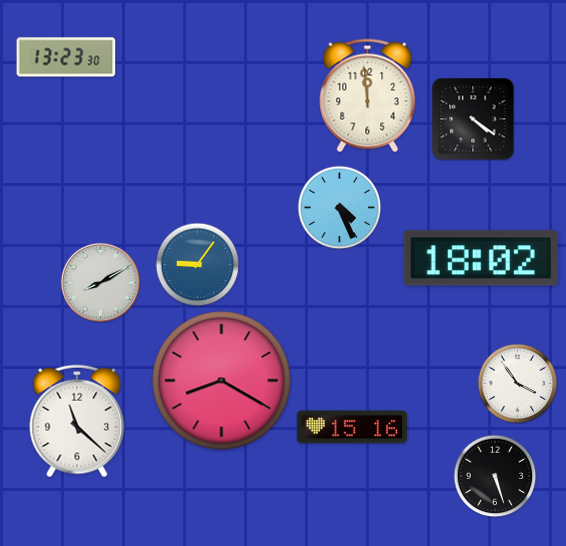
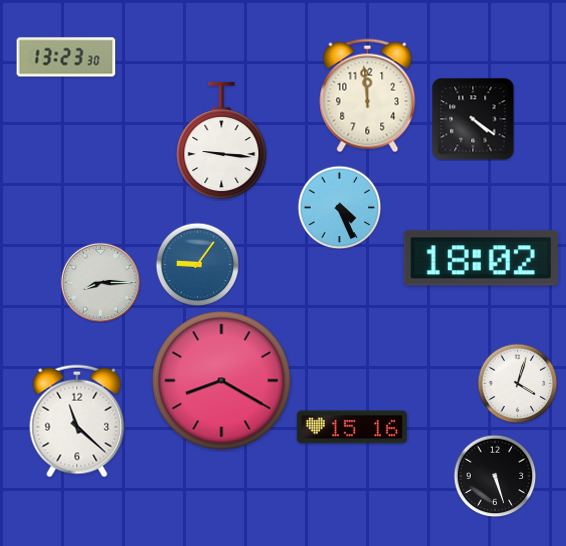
clock at (222, 141): none -> 9:16
clock at (100, 282): 8:10 -> 8:15
clock at (517, 383): 3:54 -> 4:03
